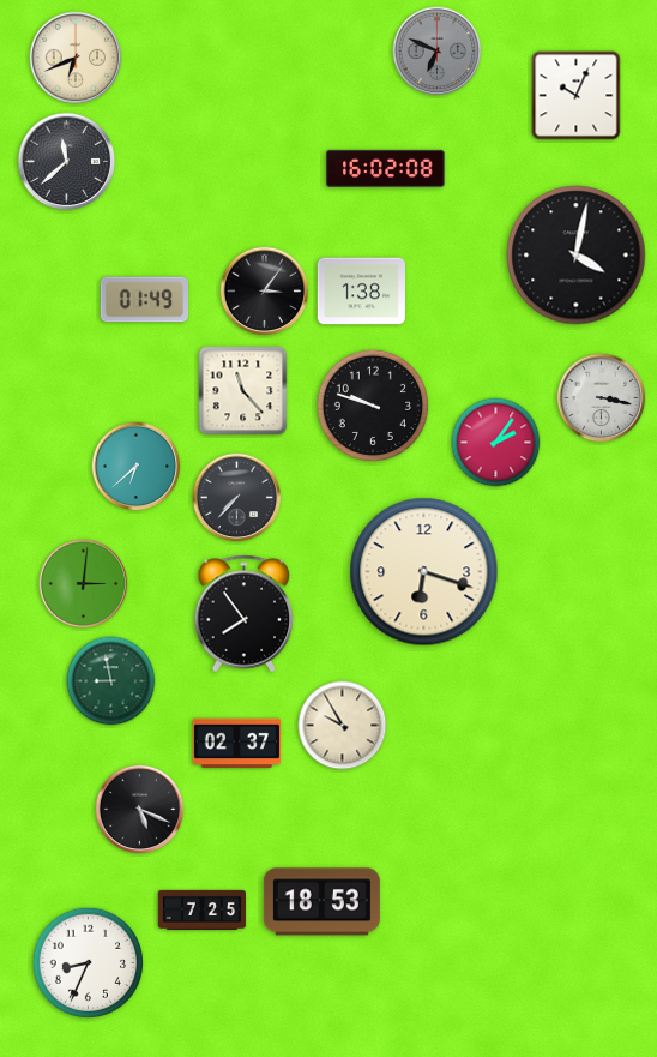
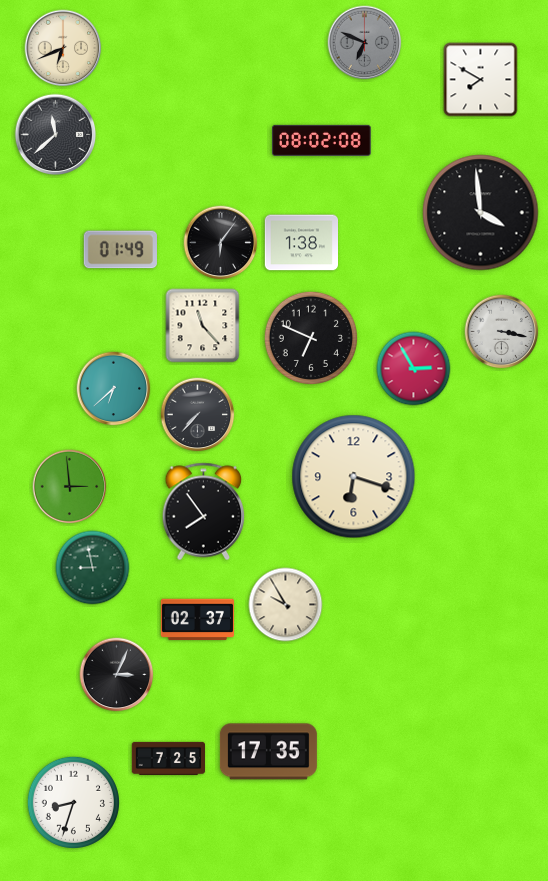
clock at (577, 96): 10:04 -> 7:50
clock at (386, 168): 16:02 -> 08:02
clock at (577, 256): 4:02 -> 3:59
clock at (265, 292): 3:06 -> 6:06
clock at (373, 406): 9:48 -> 6:49
clock at (496, 443): 2:06 -> 2:55
clock at (84, 584): 3:01 -> 2:59
clock at (140, 810): 5:19 -> 3:04
clock at (321, 902): 18:53 -> 17:35
clock at (88, 962): 8:34 -> 8:33
